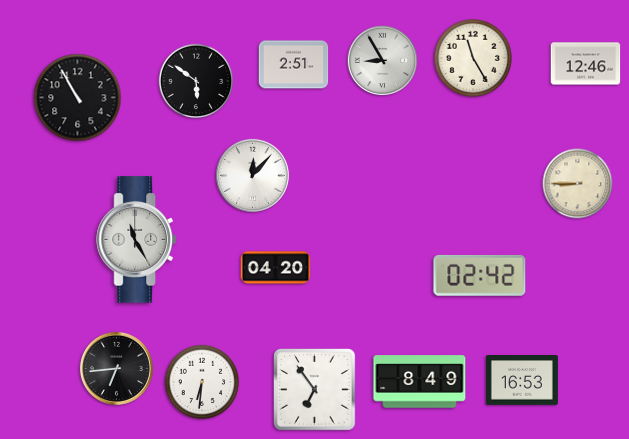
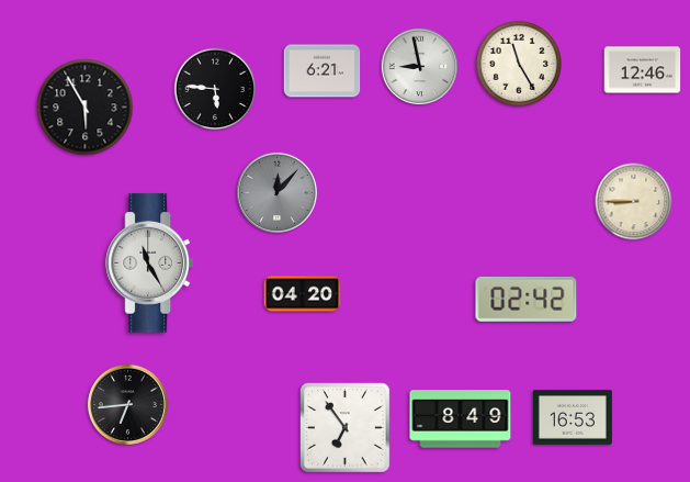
clock at (383, 61): 8:55 -> 8:58
clock at (294, 65): 2:51 -> 6:21
clock at (196, 81): 5:51 -> 5:46
clock at (78, 98): 10:55 -> 5:55
clock at (252, 175) dial: white -> grey
clock at (480, 275) position: (480, 275) -> (527, 299)
clock at (202, 382): 6:31 -> none
